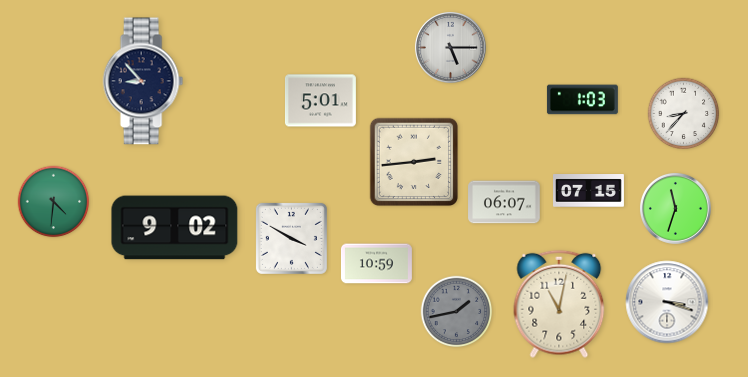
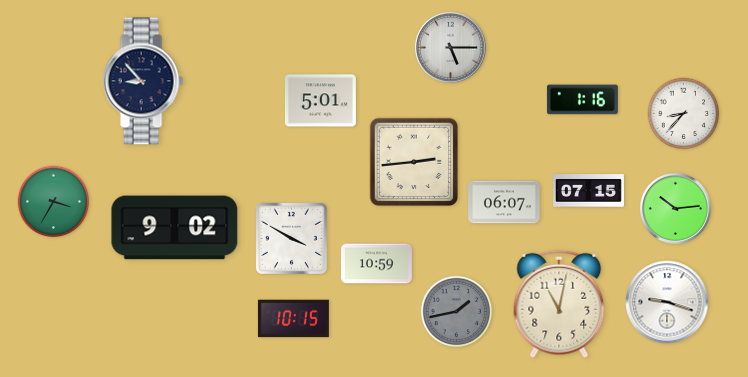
clock at (582, 100): 1:03 -> 1:16
clock at (54, 202): 4:31 -> 3:35
clock at (675, 208): 11:33 -> 10:14
clock at (667, 302): 3:18 -> 9:18
clock at (293, 319): none -> 10:15
